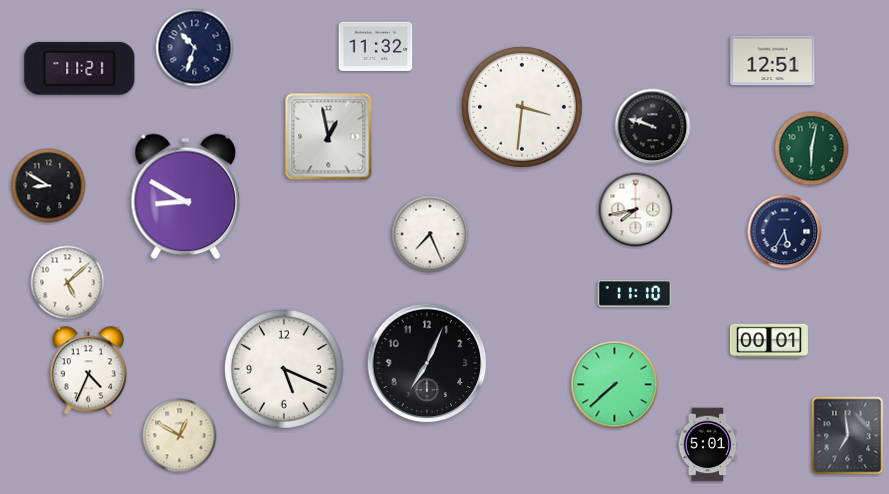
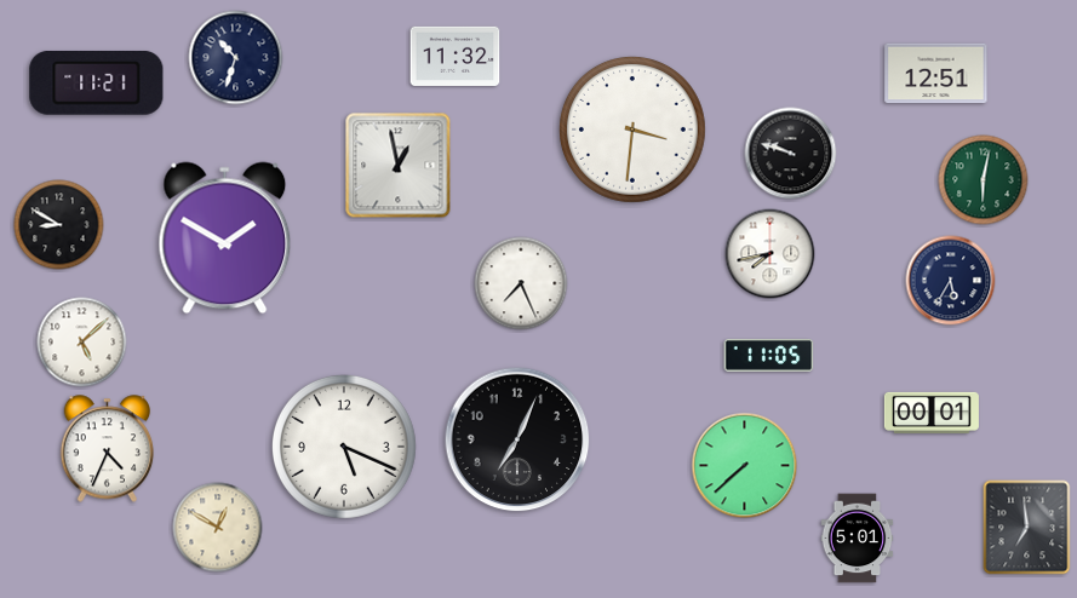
clock at (186, 197): 8:50 -> 1:50
clock at (635, 294): 11:10 -> 11:05
